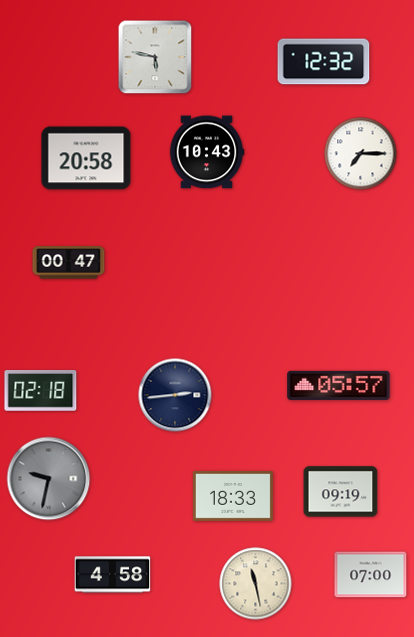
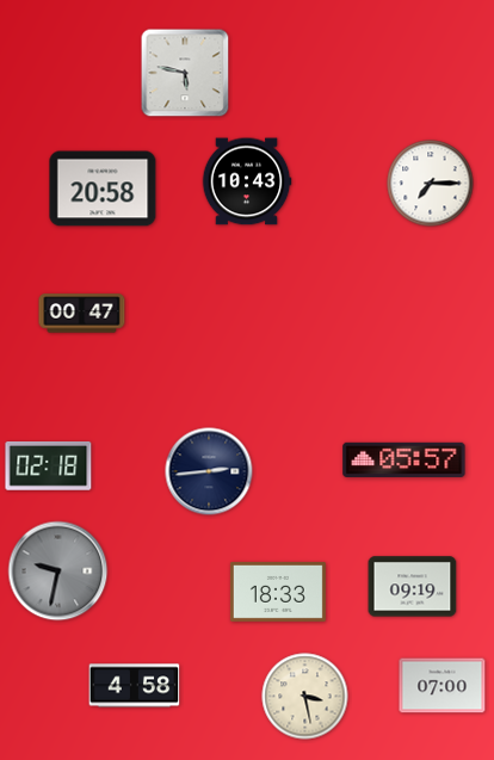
clock at (155, 57) position: (155, 57) -> (185, 73)
clock at (324, 62): 12:32 -> none
clock at (341, 492) position: (341, 492) -> (413, 587)
clock at (256, 584): 11:28 -> 3:28
